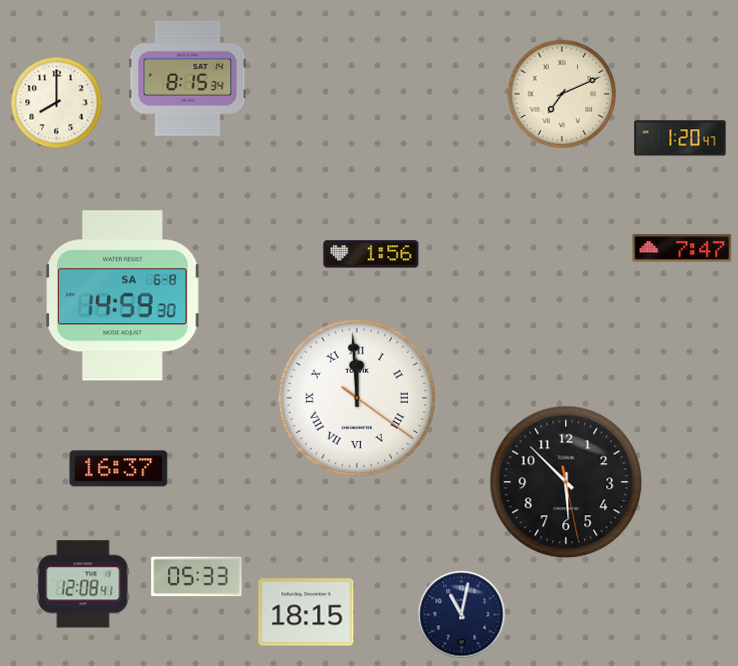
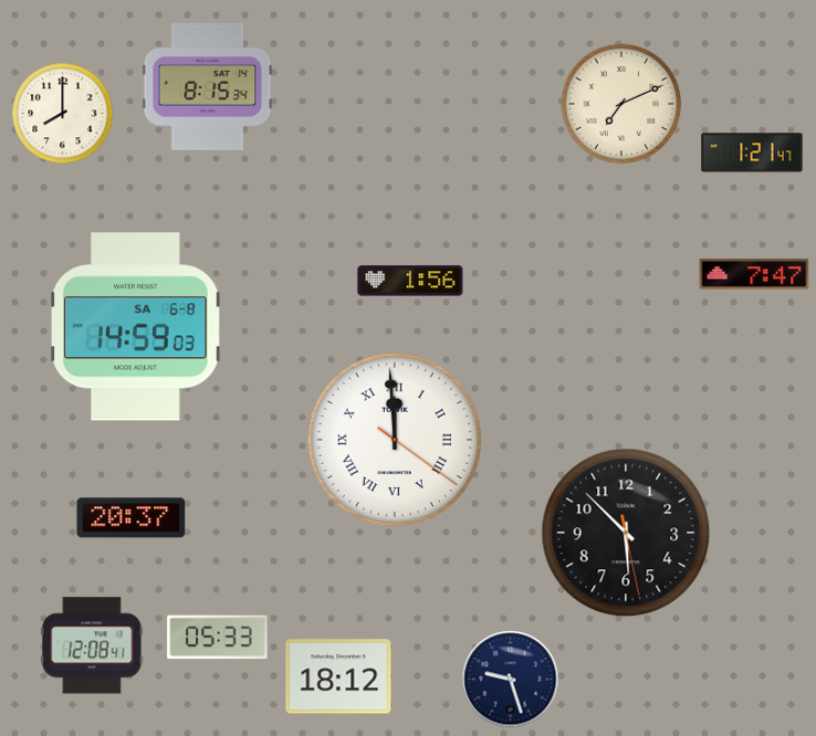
clock at (680, 138): 1:20 -> 1:21
clock at (123, 296): 14:59:30 -> 14:59:03
clock at (119, 469): 16:37 -> 20:37
clock at (306, 612): 18:15 -> 18:12
clock at (462, 615): 11:02 -> 9:27
